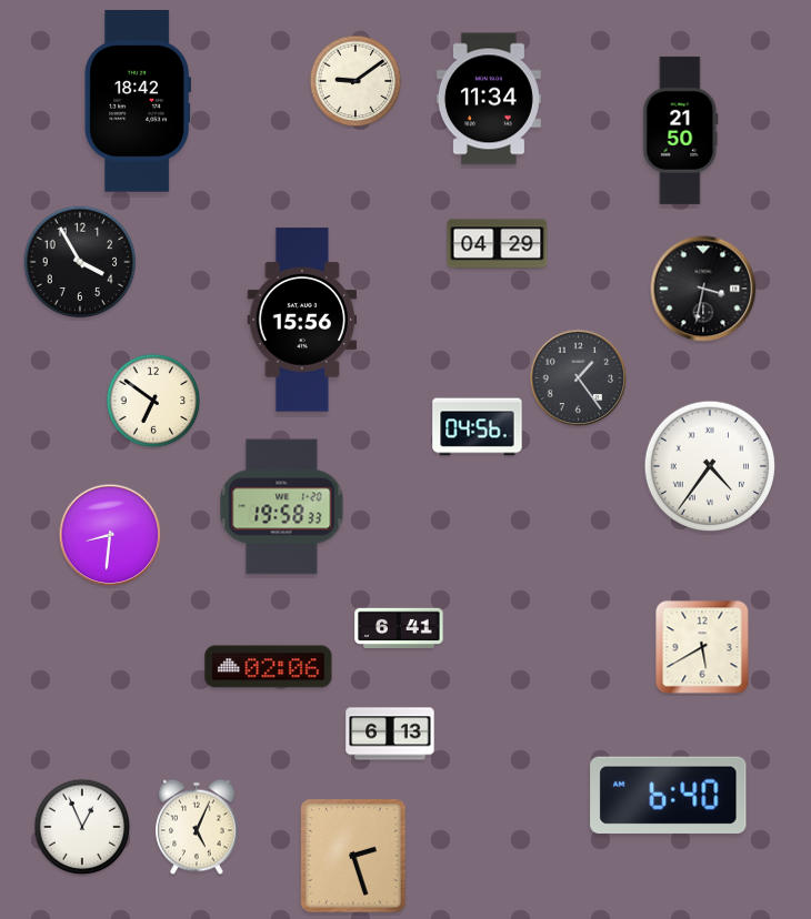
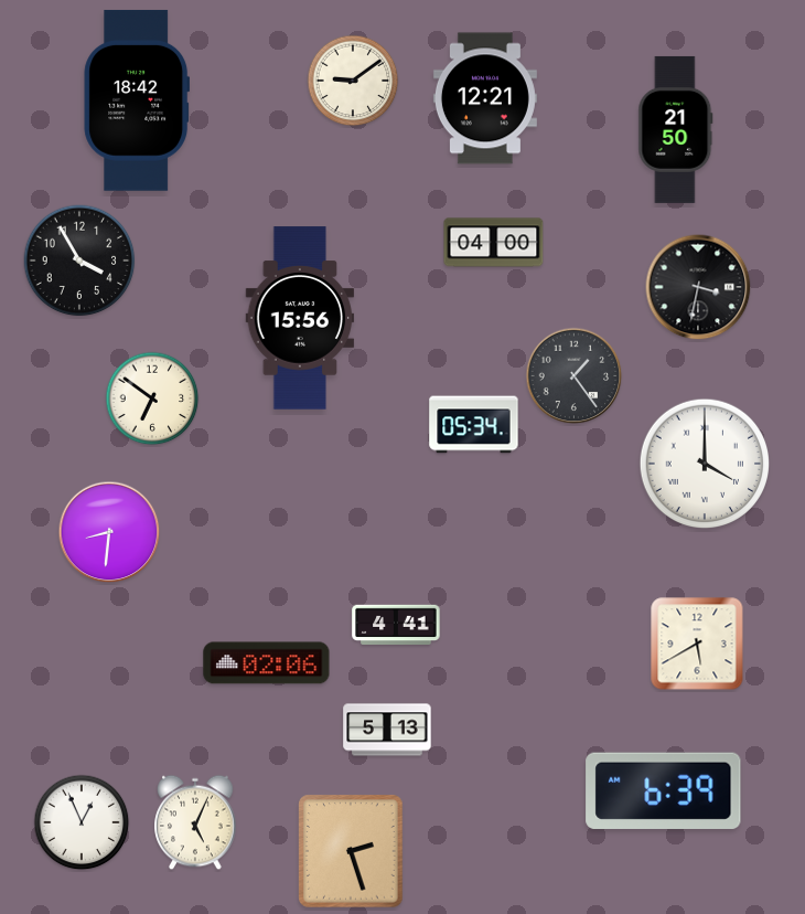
clock at (489, 99): 11:34 -> 12:21
clock at (498, 244): 04:29 -> 04:00
clock at (478, 427): 04:56 -> 05:34
clock at (709, 465): 4:36 -> 4:00
clock at (282, 507): 19:58 -> none
clock at (399, 628): 6:41 -> 4:41
clock at (390, 734): 6:13 -> 5:13
clock at (669, 795): 6:40 -> 6:39
